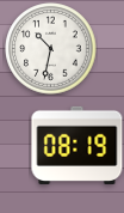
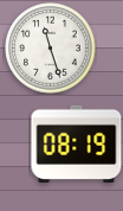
clock at (51, 49): 10:32 -> 11:27
